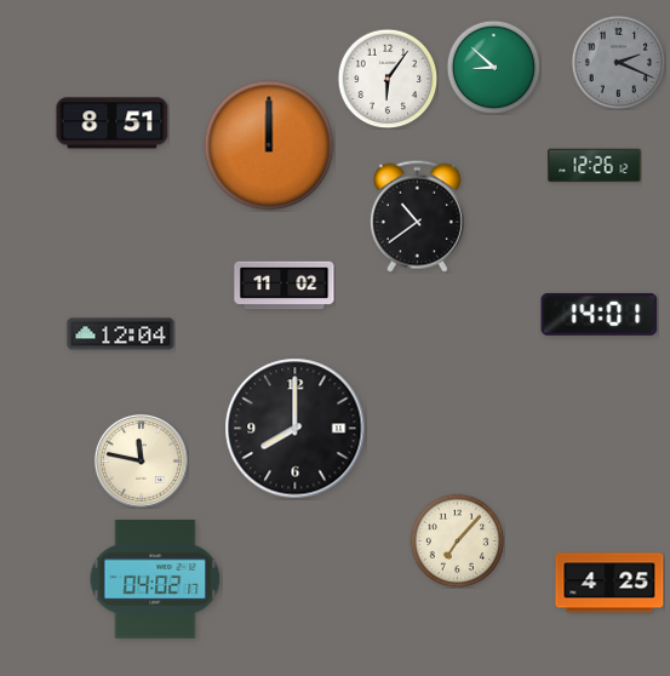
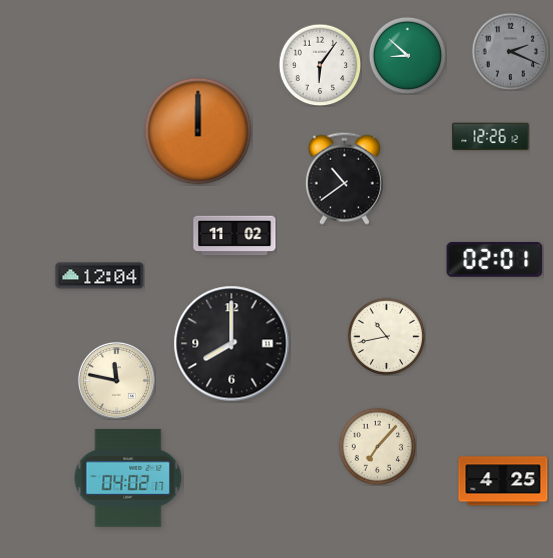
clock at (113, 124): 8:51 -> none
clock at (269, 145) position: (269, 145) -> (198, 131)
clock at (600, 314): 14:01 -> 02:01
clock at (386, 336): none -> 10:43
clock at (296, 429) position: (296, 429) -> (232, 344)
